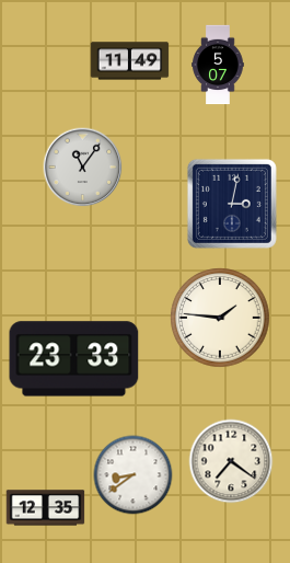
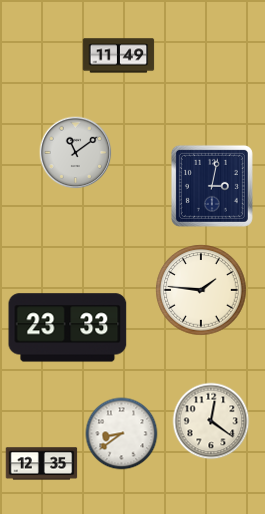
clock at (218, 65): 5:07 -> none
clock at (83, 168): 11:06 -> 11:09
clock at (231, 461): 7:21 -> 12:21
